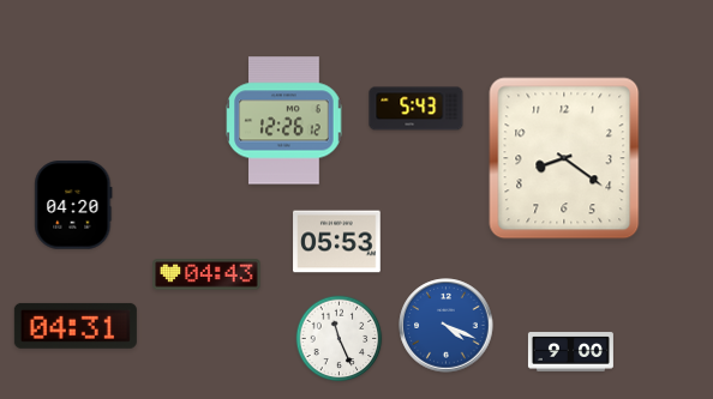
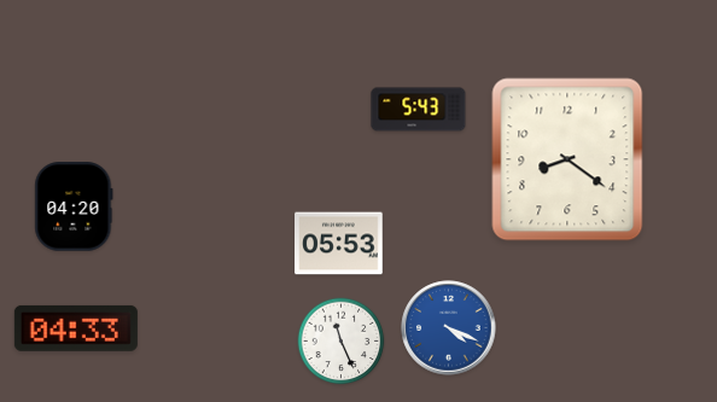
clock at (284, 121): 12:26 -> none
clock at (206, 274): 04:43 -> none
clock at (76, 326): 04:31 -> 04:33
clock at (570, 352): 9:00 -> none
